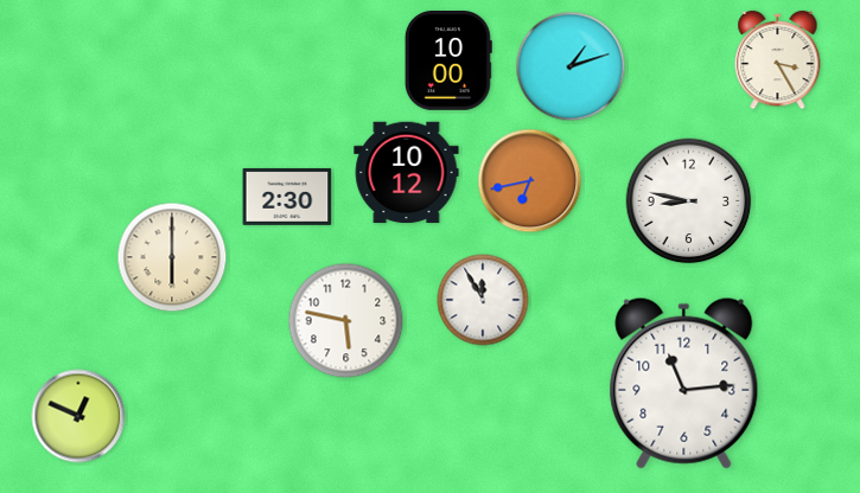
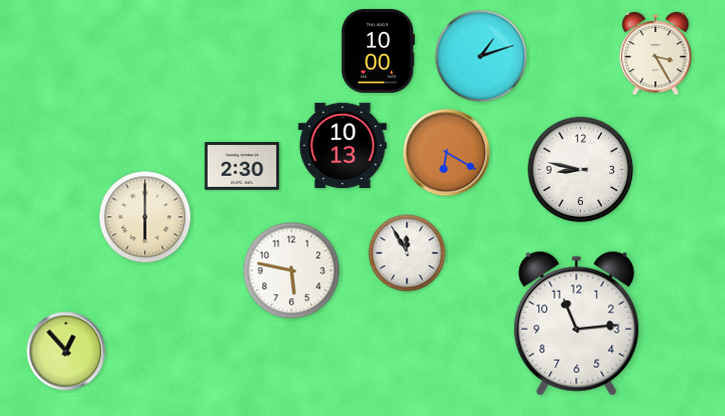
clock at (778, 60) position: (778, 60) -> (656, 54)
clock at (407, 173): 10:12 -> 10:13
clock at (530, 181): 6:43 -> 6:20
clock at (78, 416): 12:49 -> 12:53
